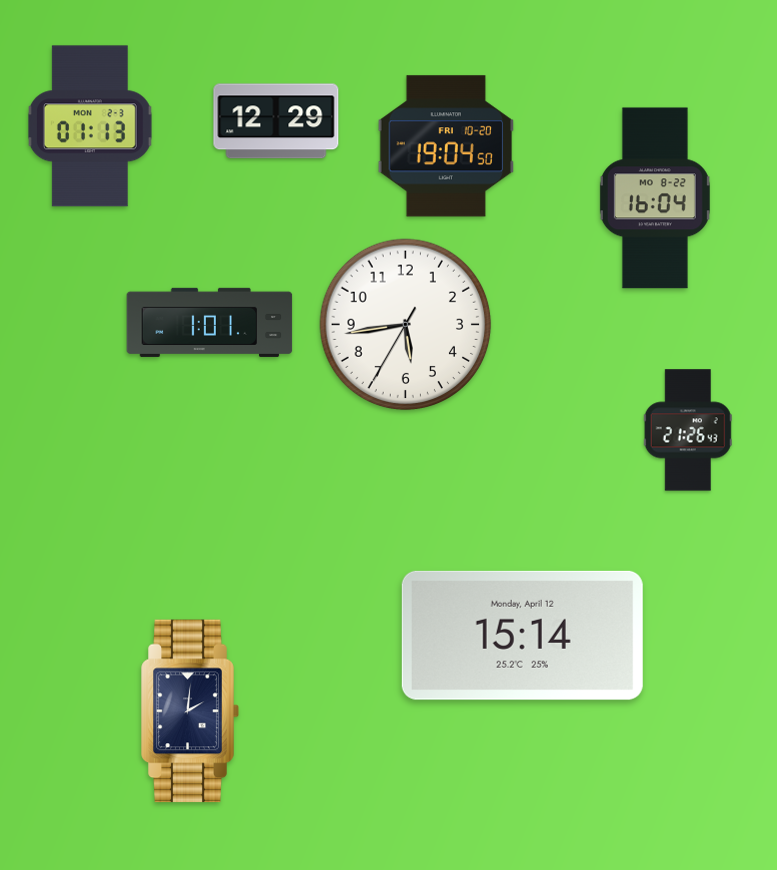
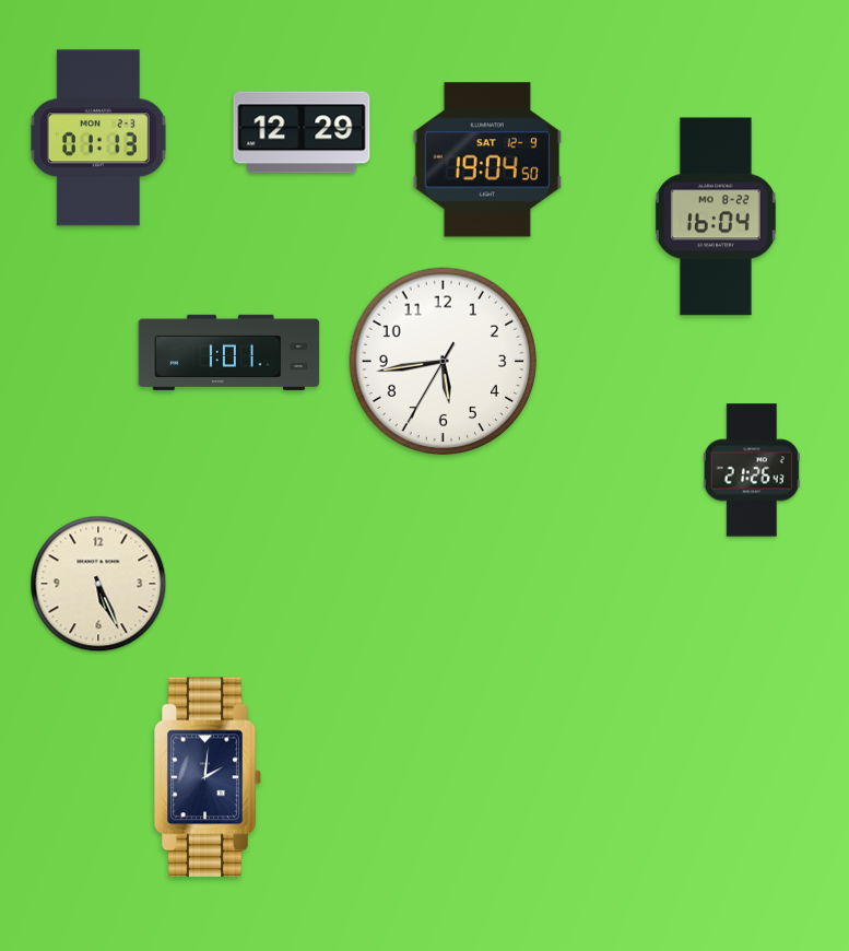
clock at (446, 146) date: FRI 10-20 -> SAT 12-9
clock at (406, 325) position: (406, 325) -> (444, 362)
clock at (98, 584): none -> 5:26
clock at (522, 635): 15:14 -> none
